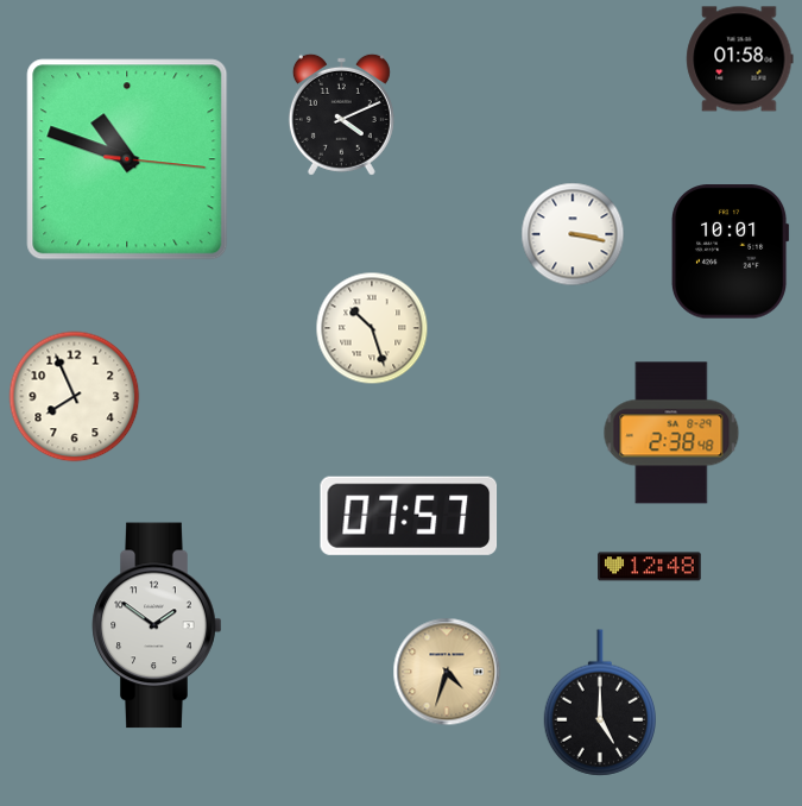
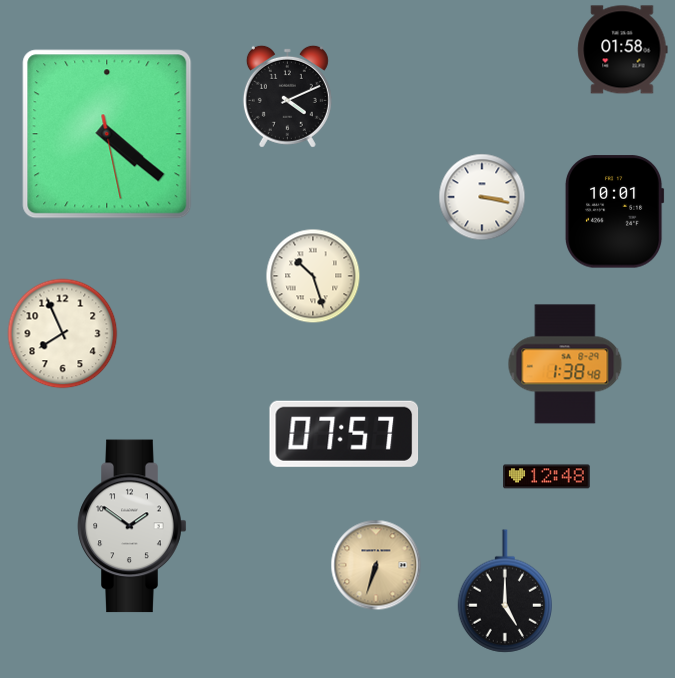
clock at (127, 159): 10:48 -> 4:21
clock at (671, 433): 2:38 -> 1:38
clock at (447, 672): 4:33 -> 6:33
